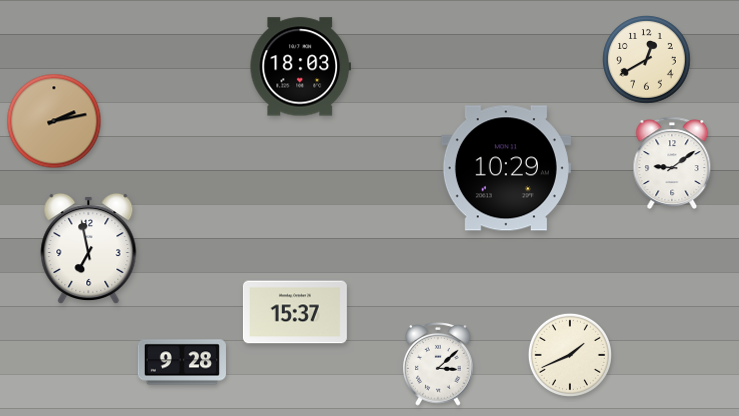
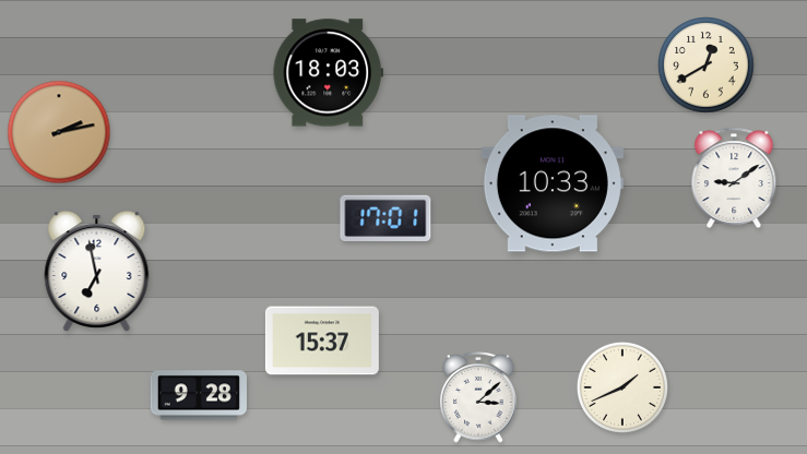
clock at (506, 168): 10:29 -> 10:33
clock at (385, 217): none -> 17:01
